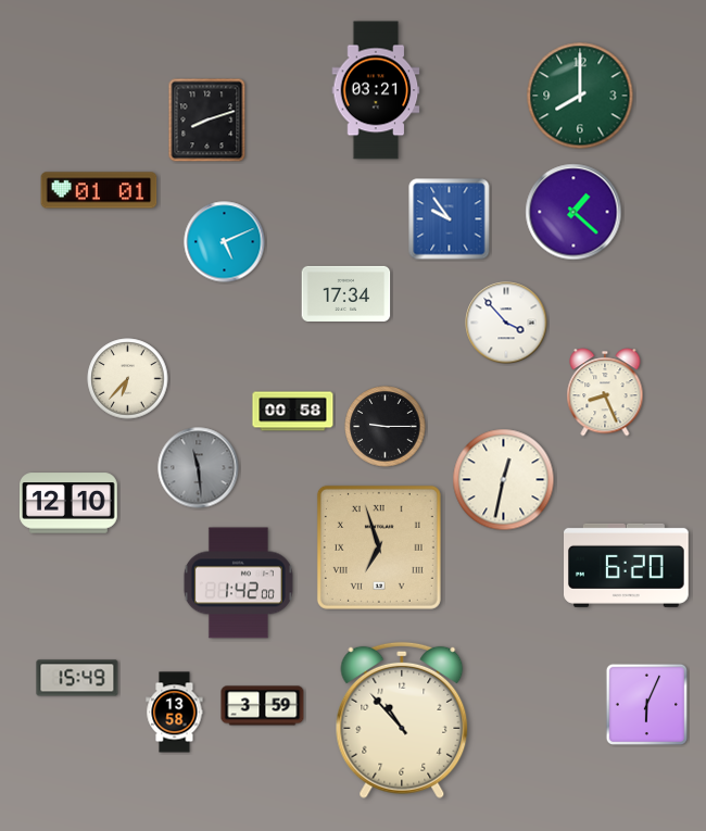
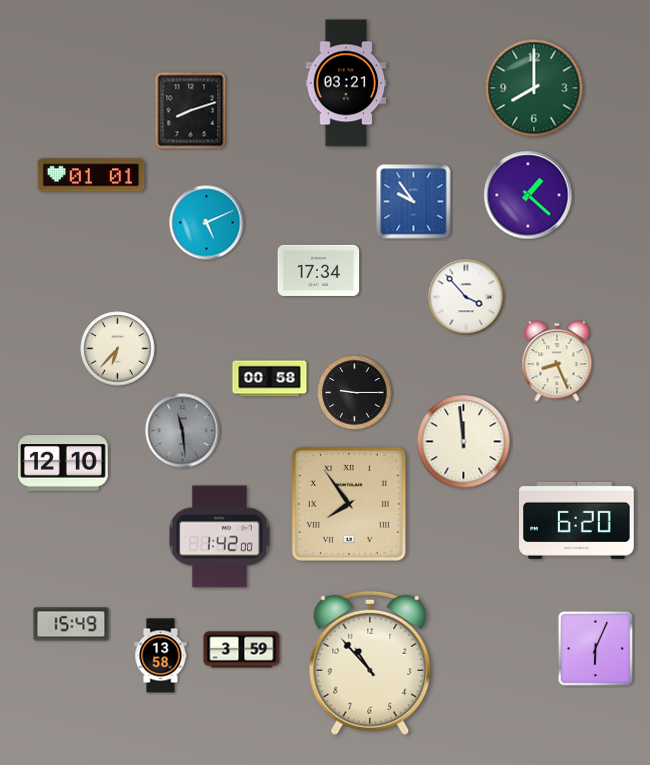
clock at (504, 480): 12:32 -> 11:59
clock at (379, 547): 6:57 -> 7:54
